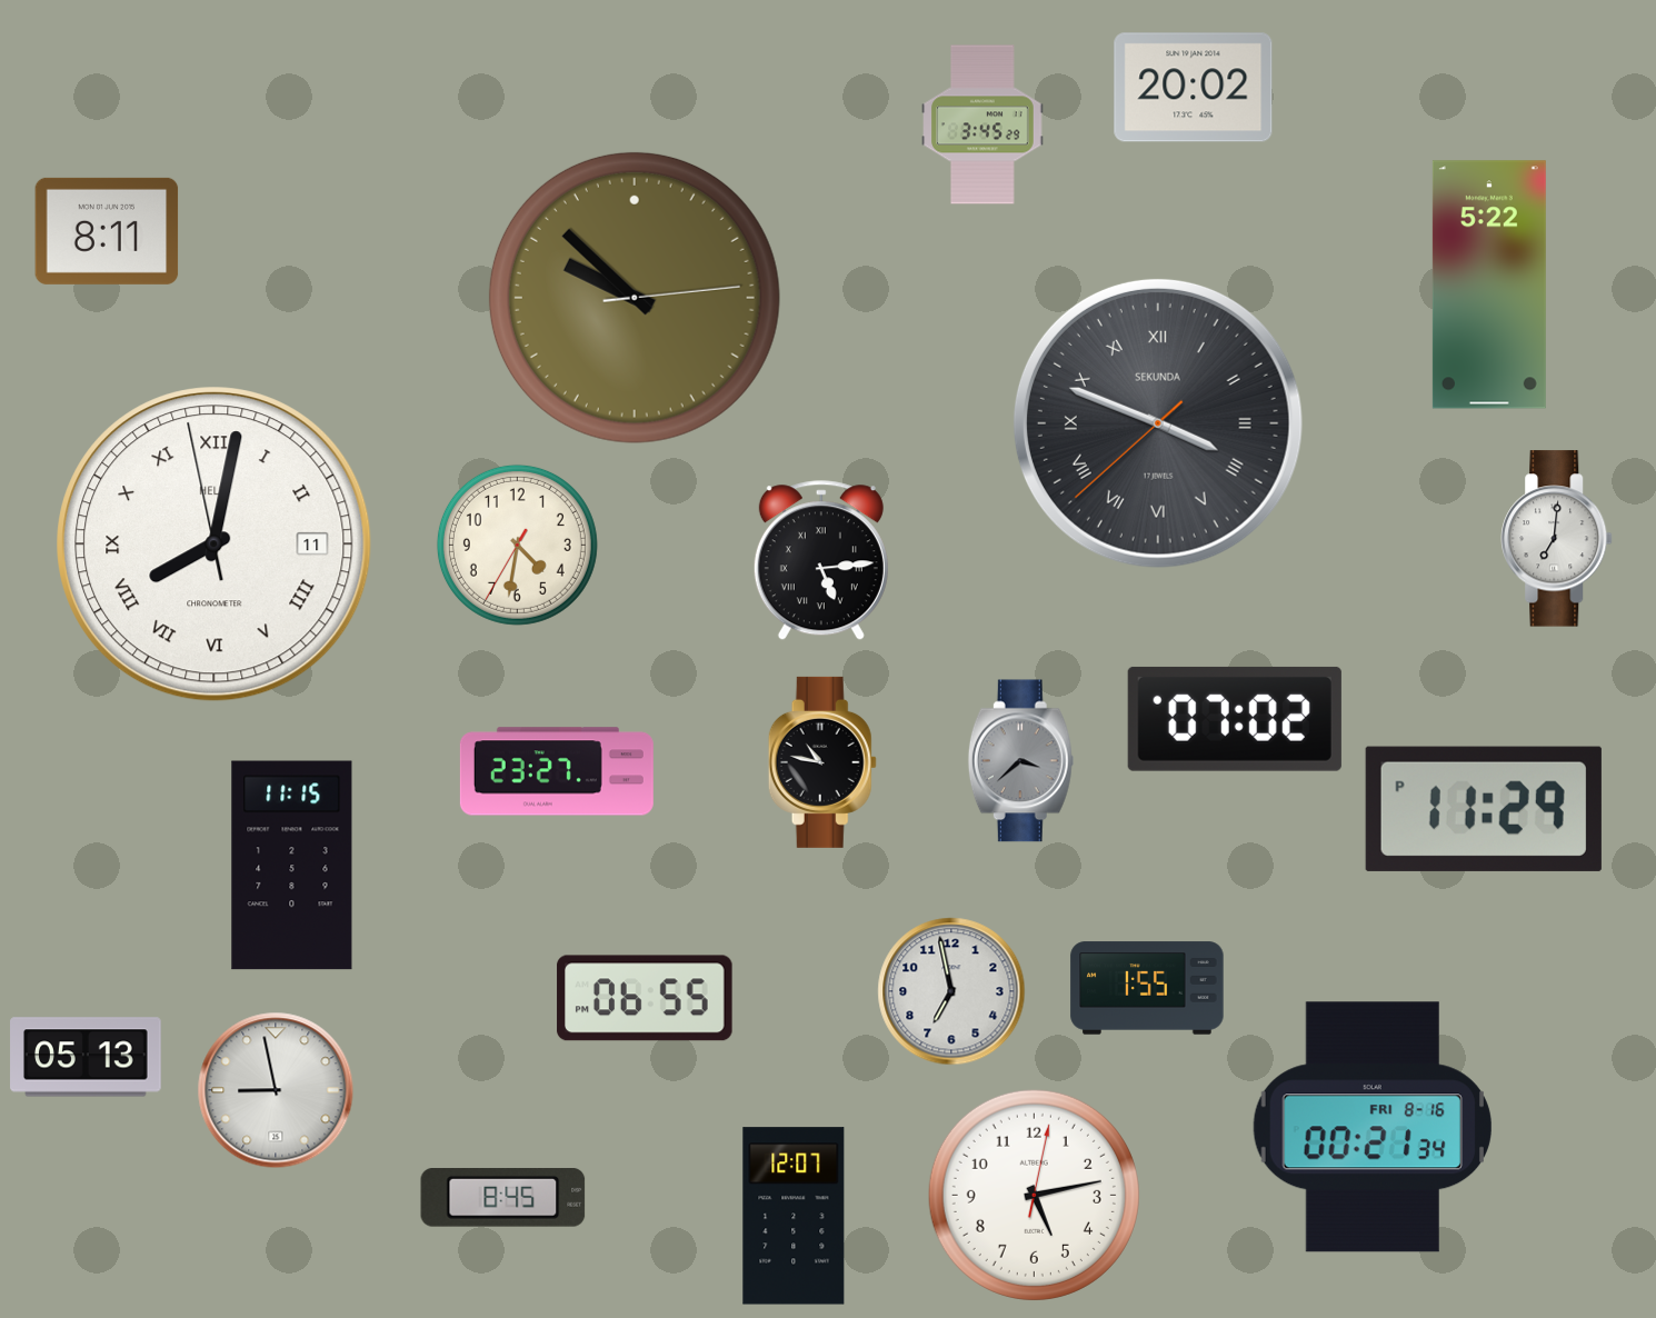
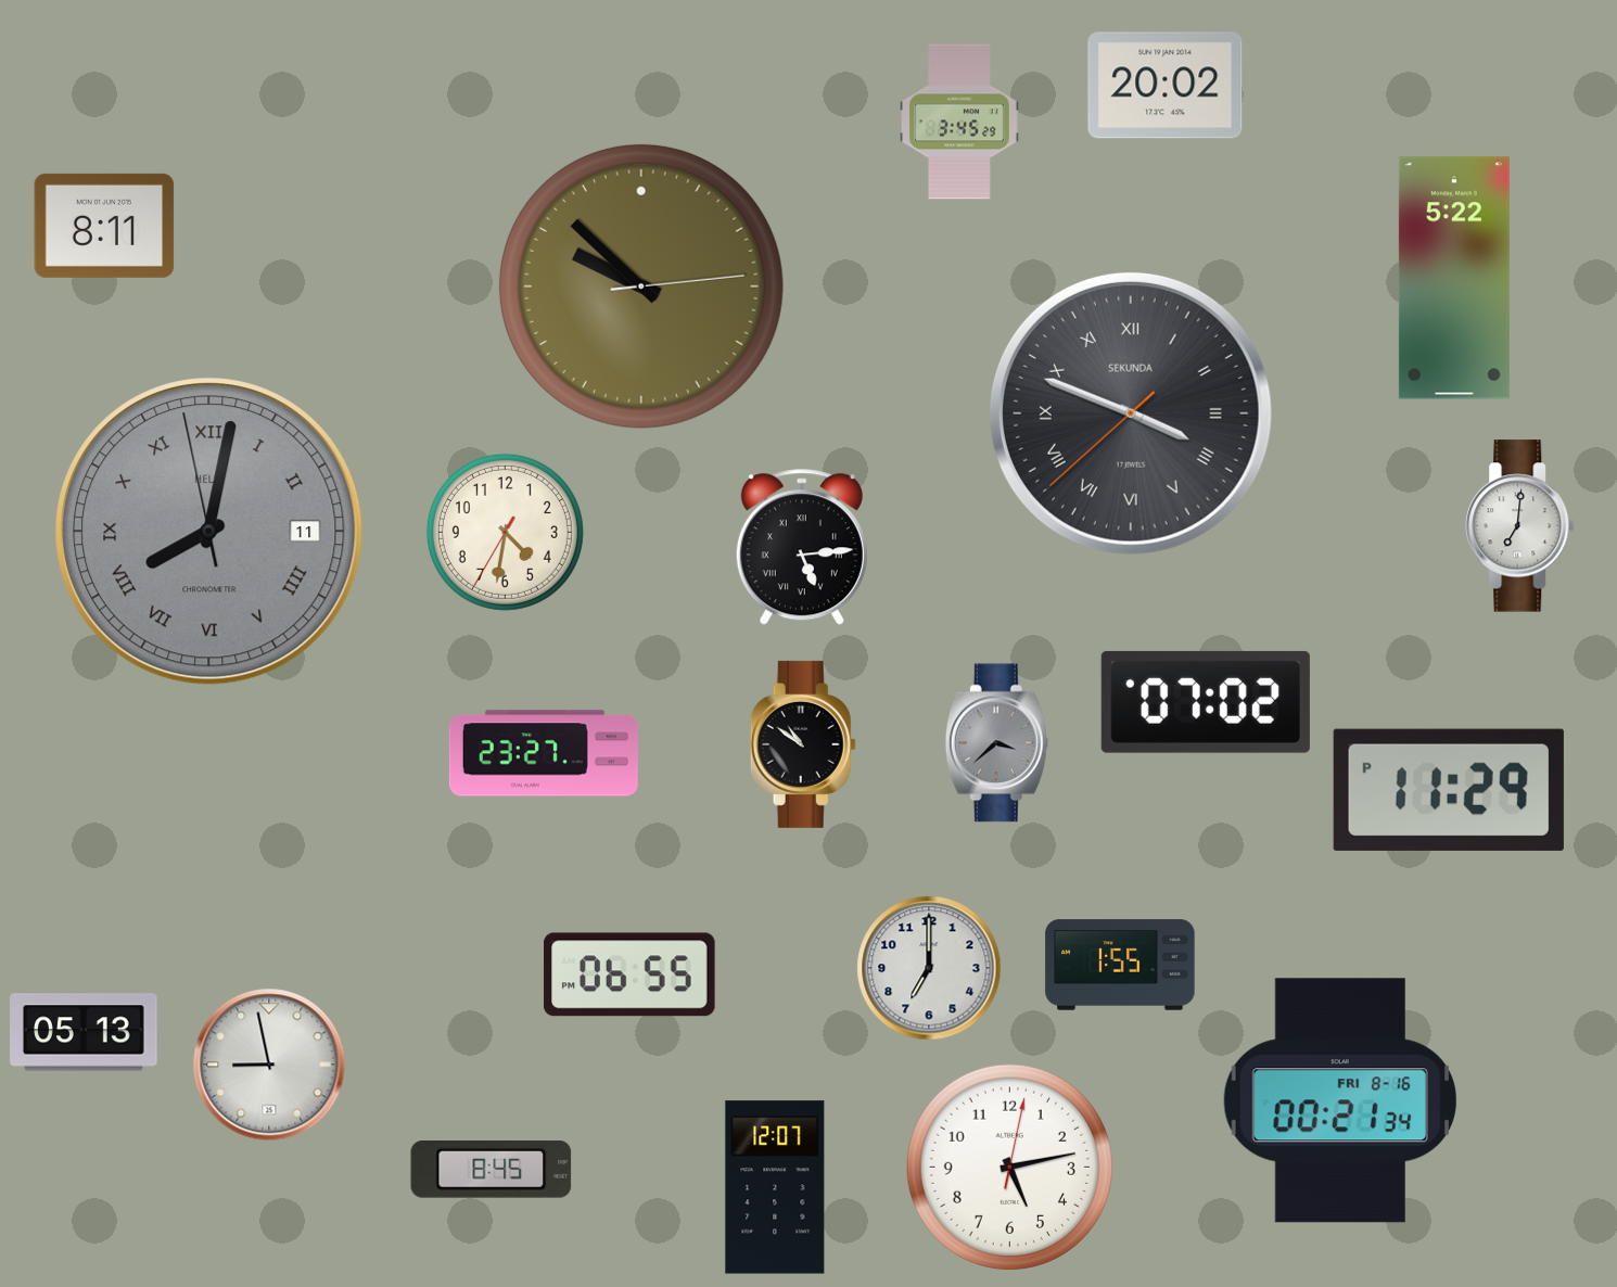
clock at (635, 298) position: (635, 298) -> (641, 286)
clock at (215, 545) dial: white -> grey
clock at (822, 762): 10:47 -> 10:51
clock at (292, 866): 11:15 -> none
clock at (951, 991): 6:58 -> 7:00
